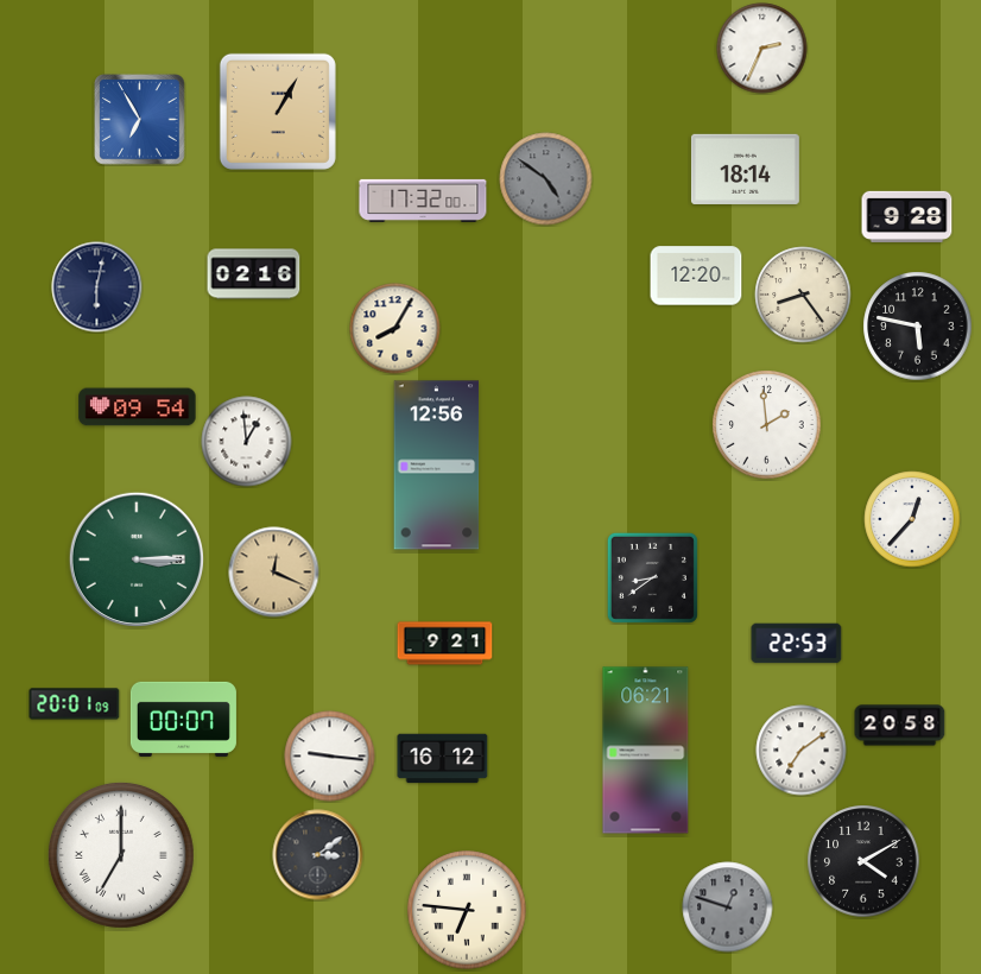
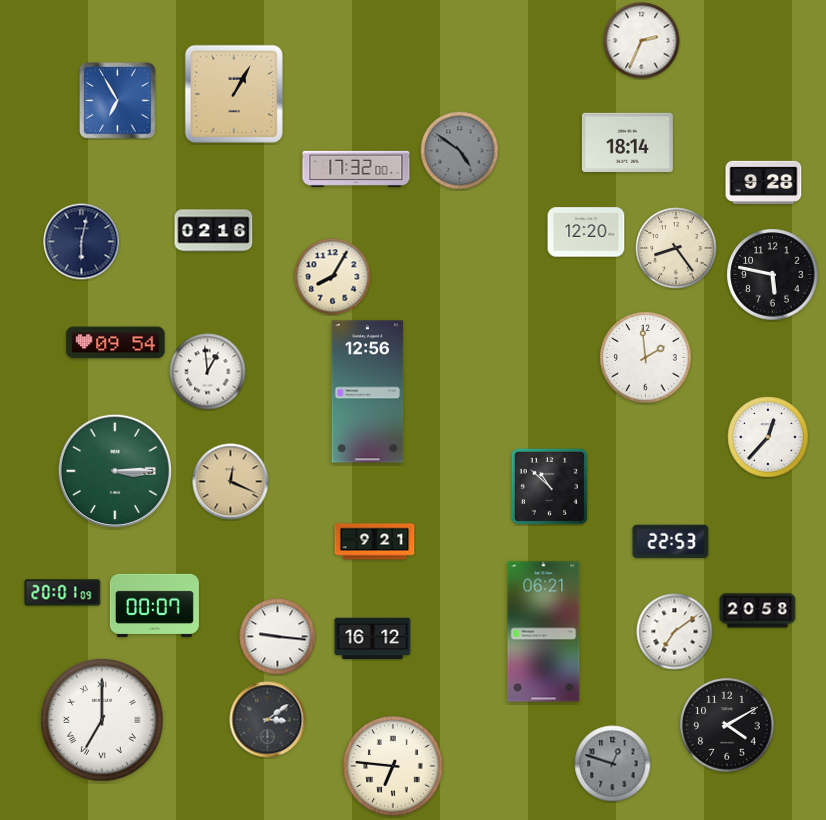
clock at (652, 577): 8:39 -> 10:52
